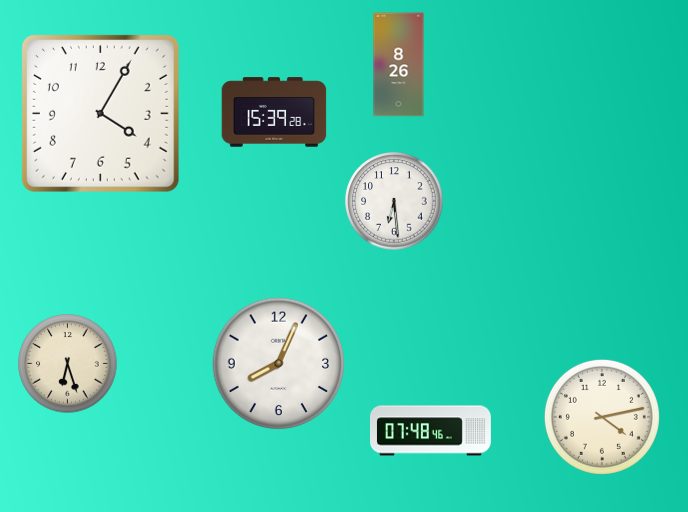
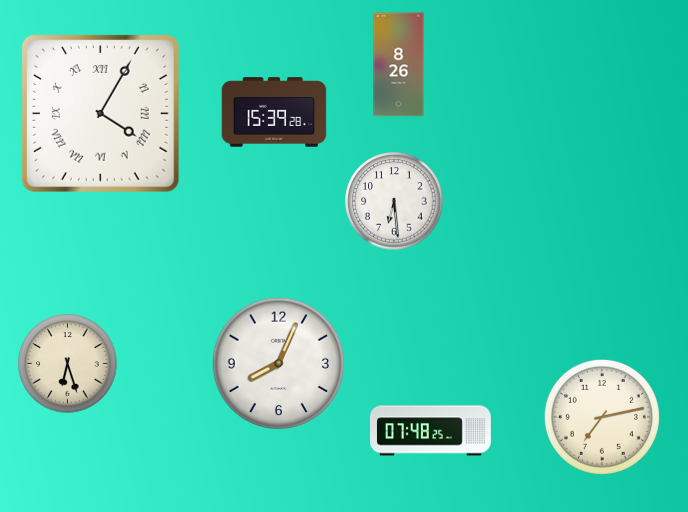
clock at (100, 113) numerals: Arabic -> Roman
clock at (602, 417): 4:13 -> 7:13
clock at (431, 431): 07:48:46 -> 07:48:25
